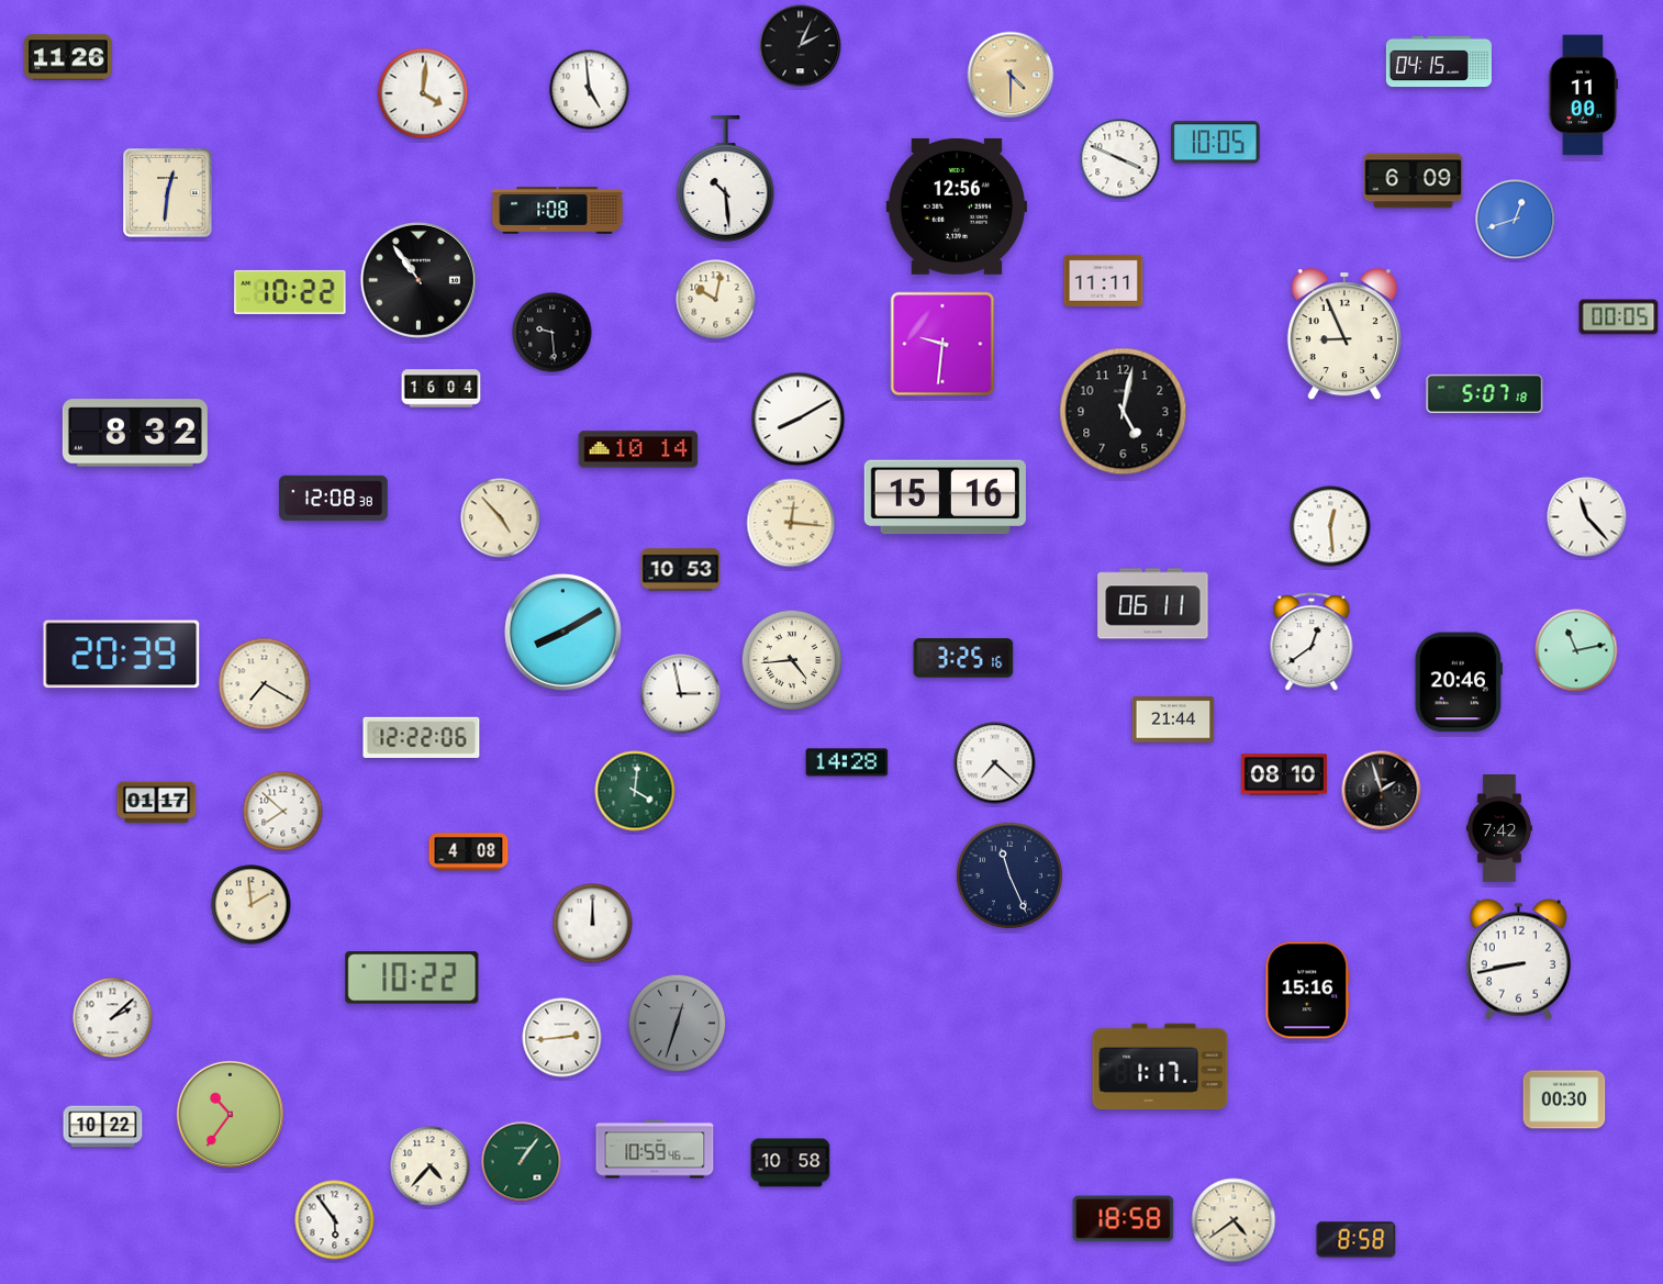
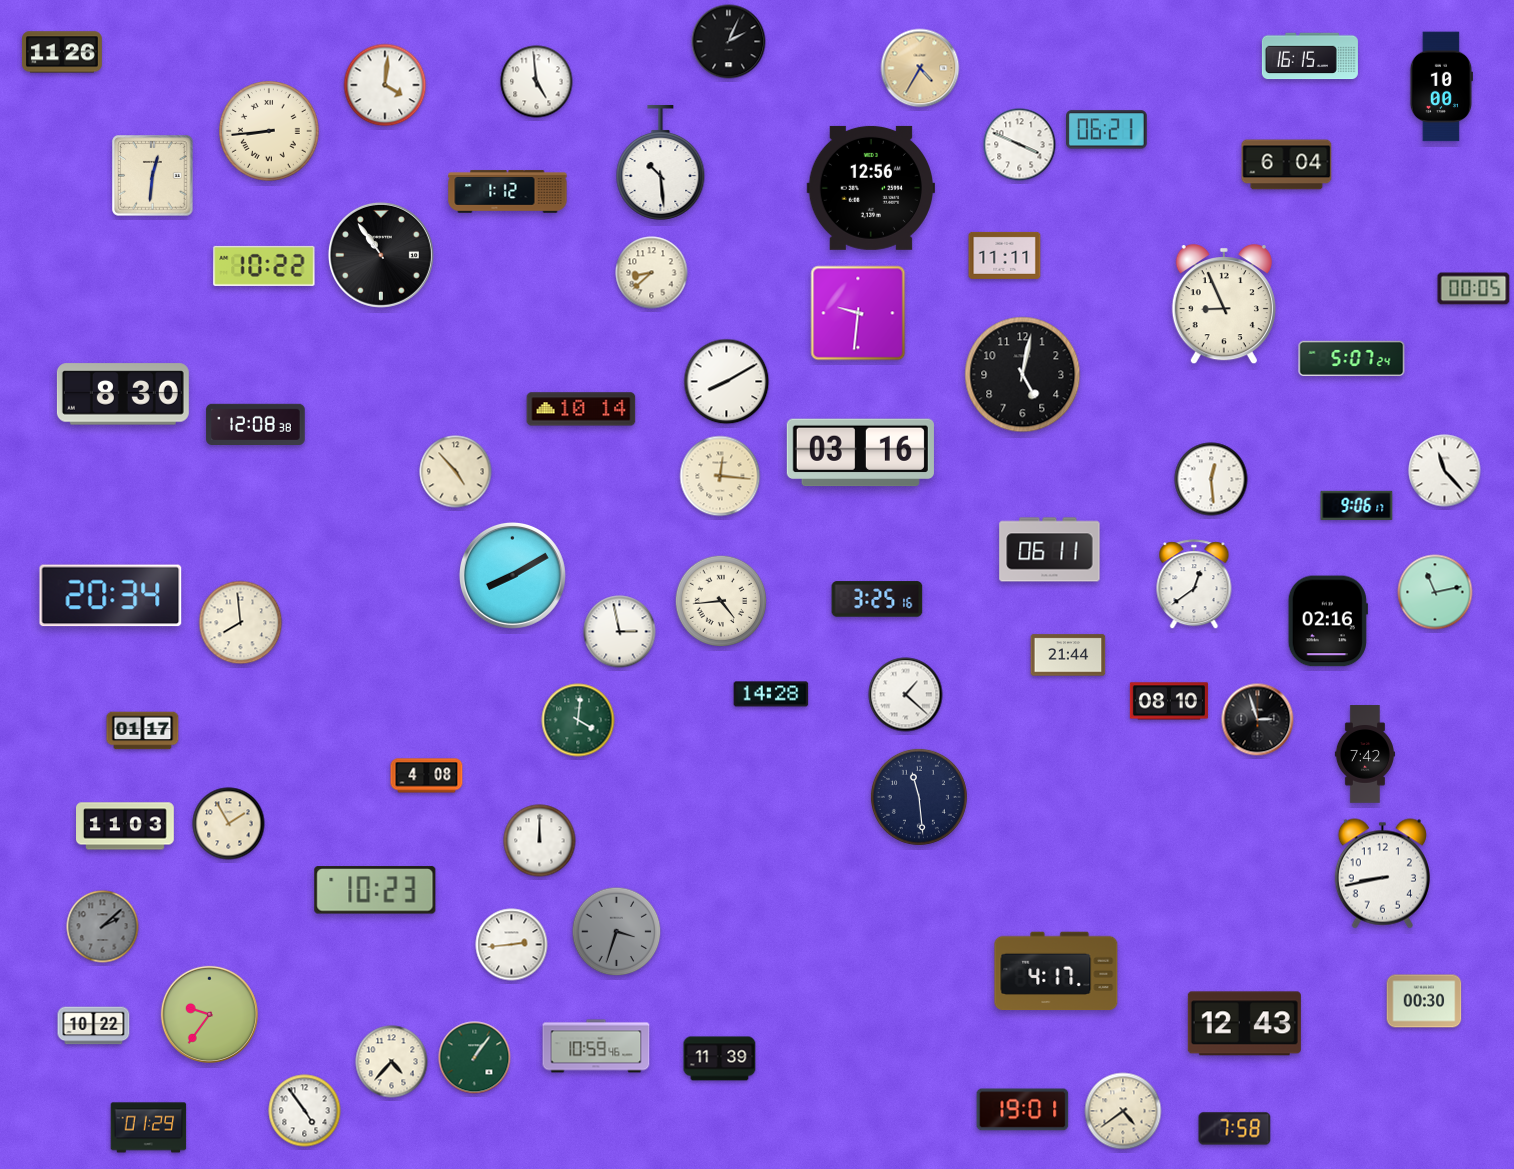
clock at (1439, 62): 04:15 -> 16:15
clock at (1011, 75): 4:30 -> 4:35
clock at (1583, 96): 11:00 -> 10:00
clock at (1216, 143): 10:05 -> 06:21
clock at (270, 132): none -> 8:44
clock at (1414, 181): 6:09 -> 6:04
clock at (558, 211): 1:08 -> 1:12
clock at (1516, 220): 12:42 -> none
clock at (716, 300): 10:02 -> 8:38
clock at (553, 333): 9:29 -> none
clock at (442, 389): 16:04 -> none
clock at (1485, 393): 5:07:18 -> 5:07:24
clock at (135, 433): 8:32 -> 8:30
clock at (334, 498) position: (334, 498) -> (256, 424)
clock at (945, 498): 15:16 -> 03:16
clock at (1357, 505): none -> 9:06
clock at (681, 570): 10:53 -> none
clock at (122, 655): 20:39 -> 20:34
clock at (1459, 682): 20:46 -> 02:16
clock at (265, 684): 7:20 -> 7:59
clock at (422, 737): 12:22 -> none
clock at (995, 763): 7:22 -> 1:22
clock at (1284, 774) position: (1284, 774) -> (1169, 701)
clock at (1382, 791): 1:57 -> 2:57
clock at (283, 812): 7:52 -> none
clock at (1009, 875): 11:26 -> 11:29
clock at (252, 905): 1:59 -> 1:55
clock at (125, 826): none -> 11:03
clock at (412, 978): 10:22 -> 10:23
clock at (1308, 991): 15:16 -> none
clock at (113, 1018) dial: white -> grey
clock at (678, 1024): 12:33 -> 3:33
clock at (1160, 1067): 1:17 -> 4:17
clock at (230, 1114): 10:36 -> 9:36
clock at (1244, 1024): none -> 12:43
clock at (791, 1163): 10:58 -> 11:39
clock at (1124, 1219): 18:58 -> 19:01
clock at (335, 1220): 5:54 -> 4:54
clock at (149, 1128): none -> 01:29
clock at (1357, 1240): 8:58 -> 7:58
